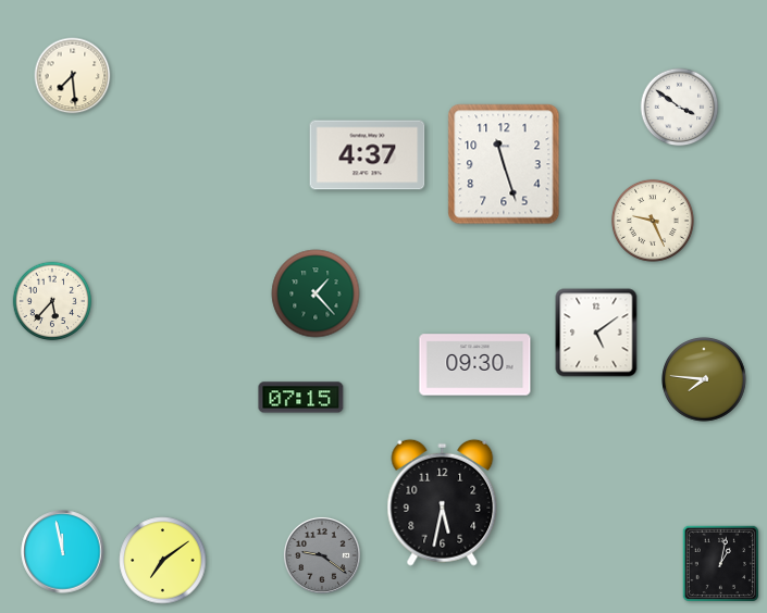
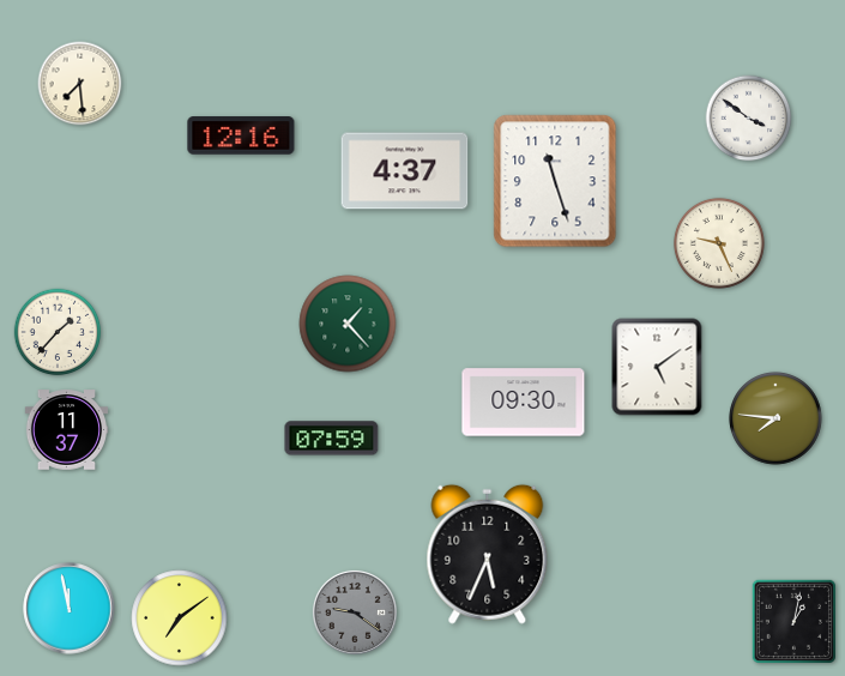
clock at (241, 135): none -> 12:16
clock at (52, 301): 5:37 -> 1:37
clock at (67, 430): none -> 11:37
clock at (301, 398): 07:15 -> 07:59
clock at (443, 502): 5:32 -> 5:34
